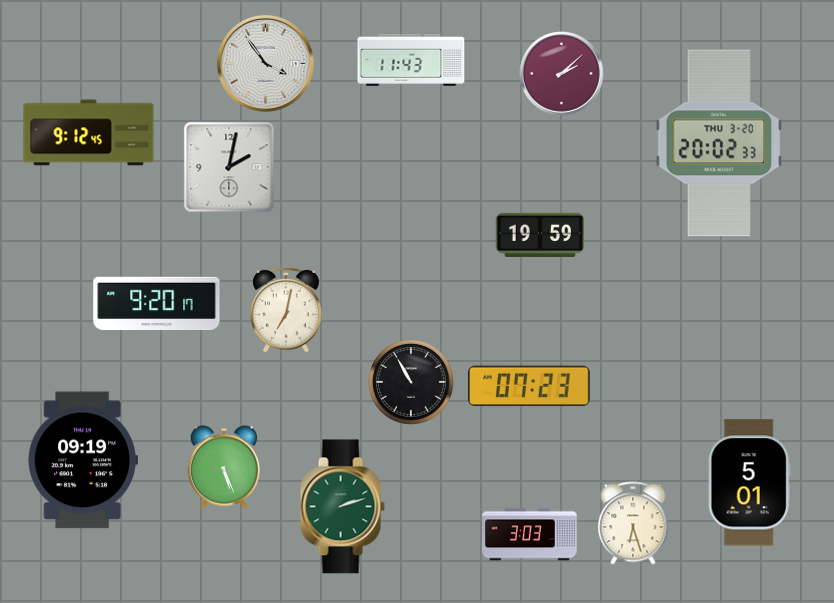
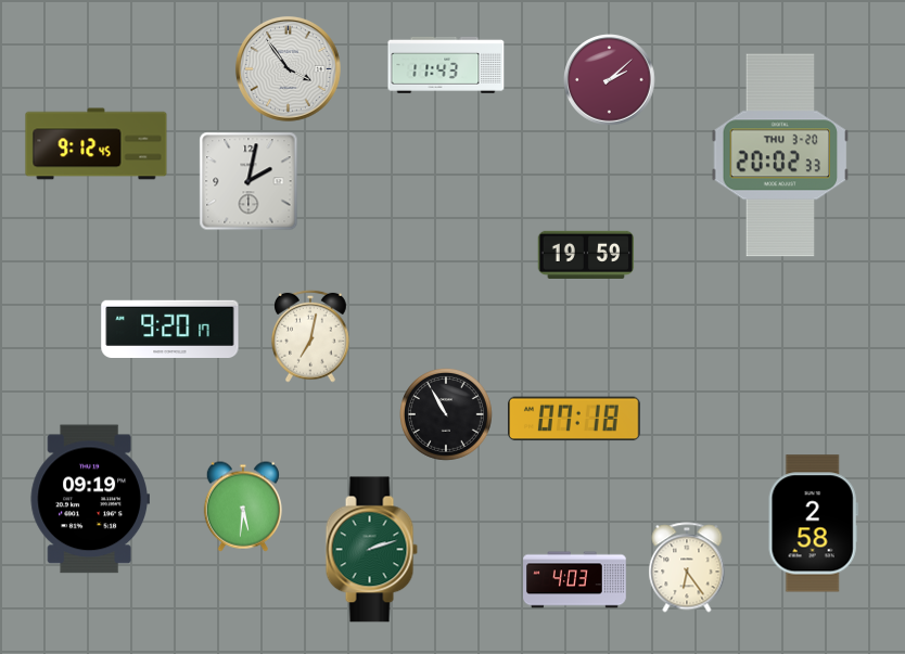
clock at (530, 386): 07:23 -> 07:18
clock at (223, 467): 5:26 -> 5:31
clock at (749, 483): 5:01 -> 2:58
clock at (633, 523): 6:27 -> 6:24
clock at (530, 535): 3:03 -> 4:03
